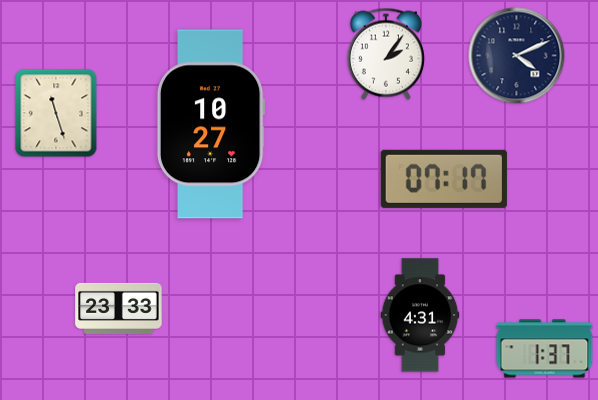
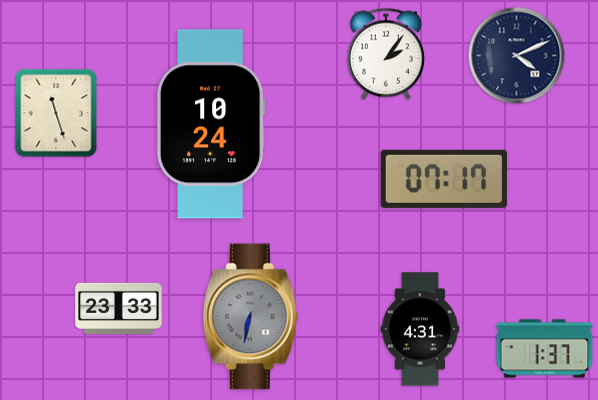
clock at (211, 124): 10:27 -> 10:24
clock at (420, 315) position: (420, 315) -> (420, 329)
clock at (250, 317): none -> 6:32
